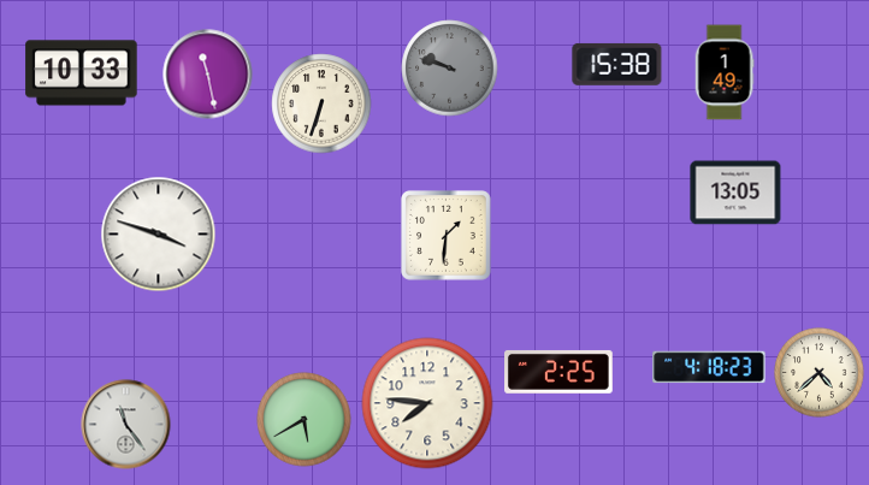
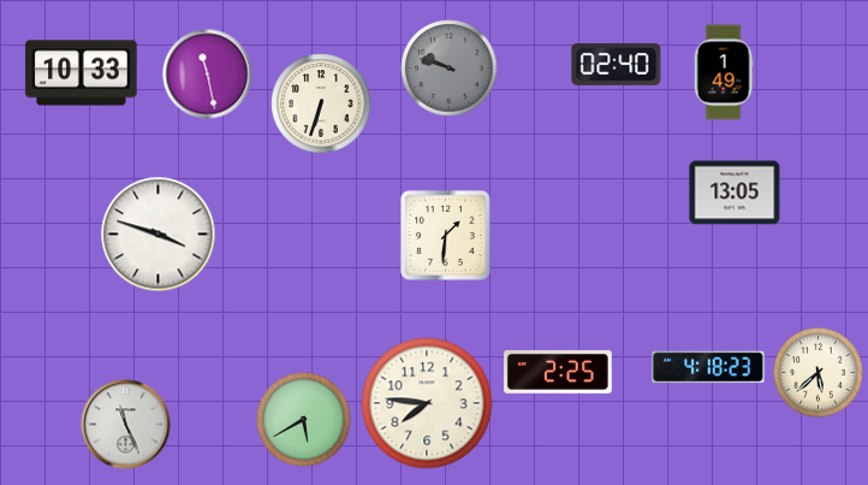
clock at (617, 64): 15:38 -> 02:40
clock at (820, 373): 4:38 -> 5:38
clock at (126, 425): 11:24 -> 11:26
